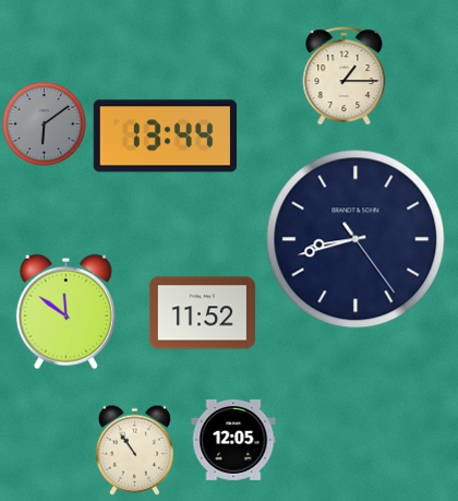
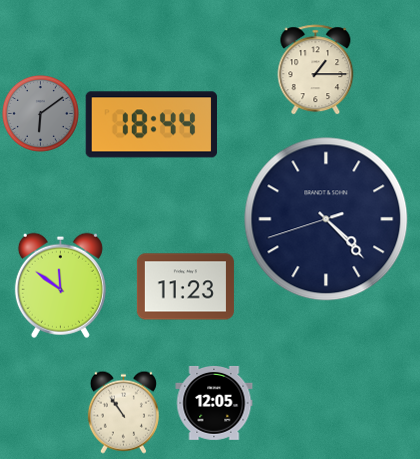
clock at (165, 136): 13:44 -> 18:44
clock at (355, 239): 8:42 -> 4:22
clock at (202, 313): 11:52 -> 11:23
